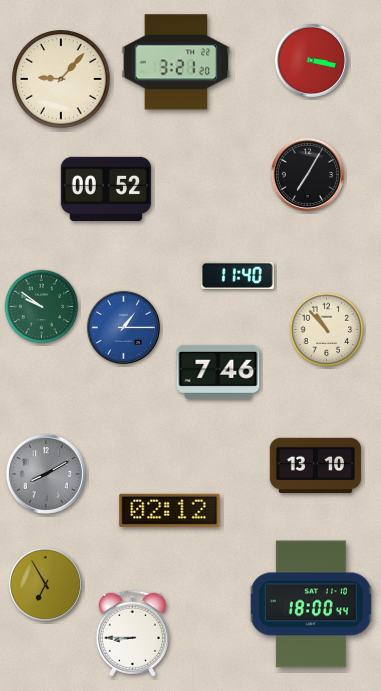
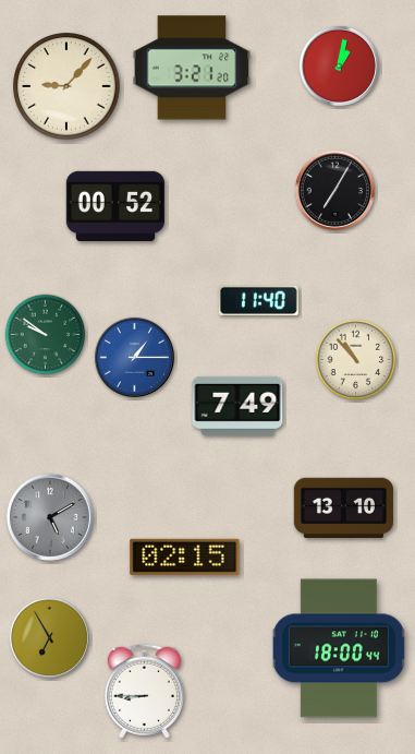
clock at (311, 60): 3:17 -> 1:02
clock at (218, 372): 7:46 -> 7:49
clock at (46, 474): 8:10 -> 5:10
clock at (170, 510): 02:12 -> 02:15
clock at (311, 604) position: (311, 604) -> (339, 648)
